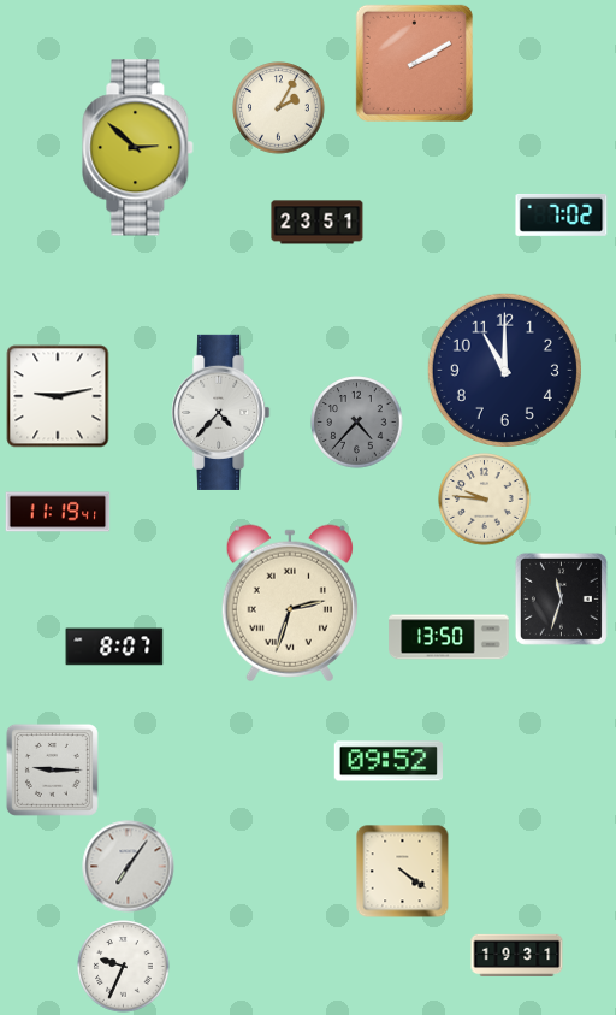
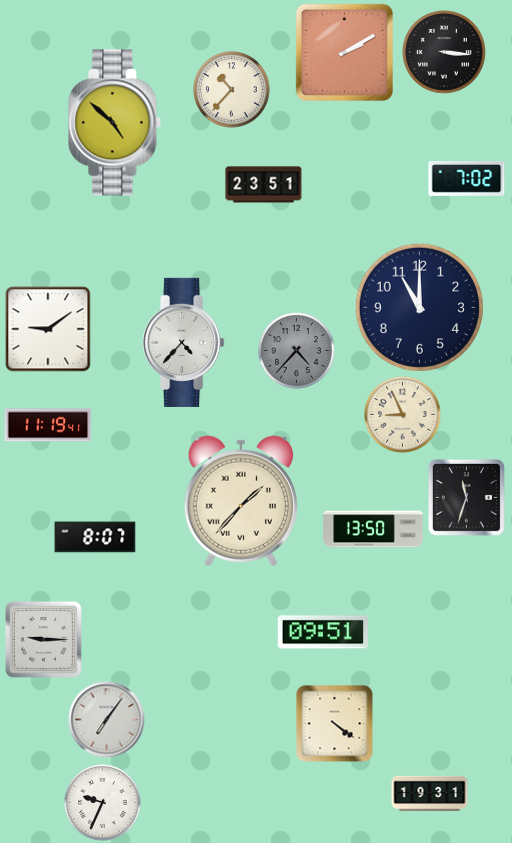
clock at (444, 52): none -> 3:16
clock at (279, 108): 2:05 -> 10:37
clock at (138, 148): 2:52 -> 4:52
clock at (58, 396): 9:13 -> 9:09
clock at (485, 500): 9:46 -> 8:56
clock at (290, 603): 2:33 -> 1:37
clock at (389, 761): 09:52 -> 09:51
